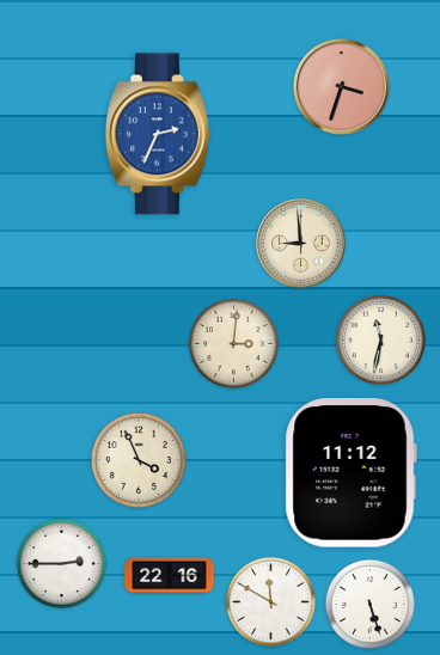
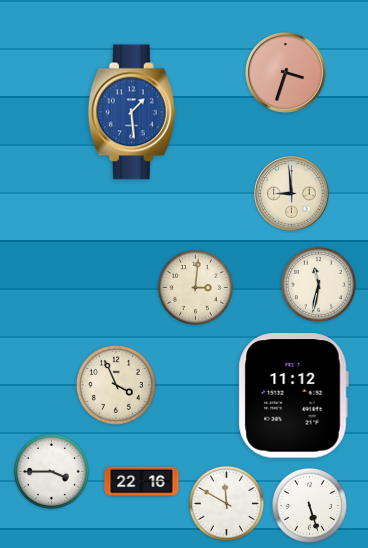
clock at (158, 134): 2:34 -> 1:29
clock at (301, 244) position: (301, 244) -> (292, 194)
clock at (61, 563): 2:45 -> 3:45
